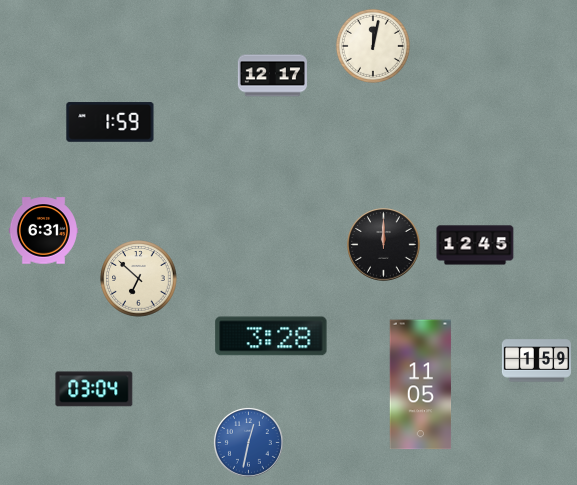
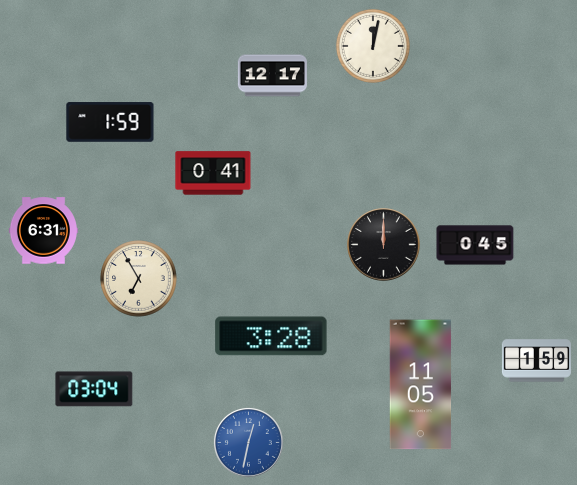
clock at (213, 173): none -> 0:41
clock at (475, 245): 12:45 -> 0:45
clock at (139, 279): 6:52 -> 6:55
